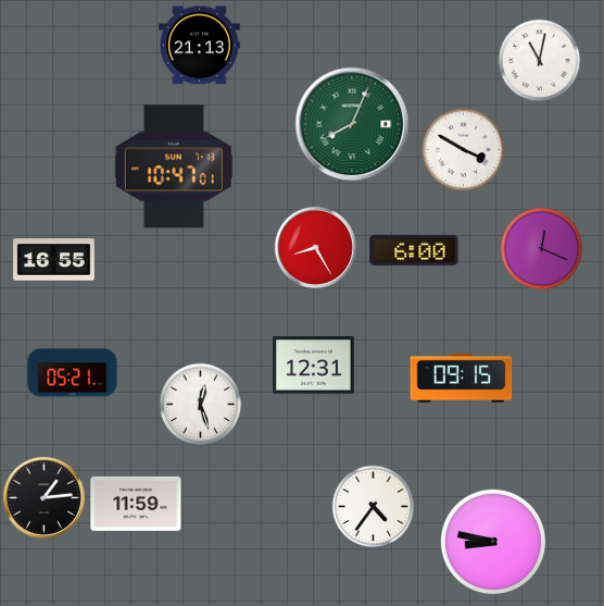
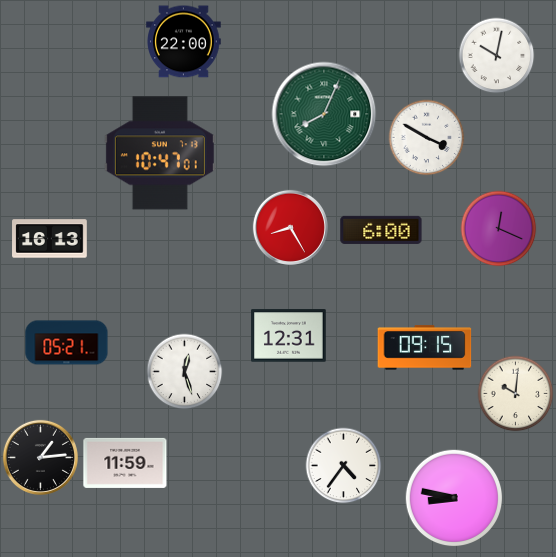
clock at (200, 46): 21:13 -> 22:00
clock at (540, 61): 11:02 -> 10:02
clock at (54, 260): 16:55 -> 16:13
clock at (516, 394): none -> 10:01
